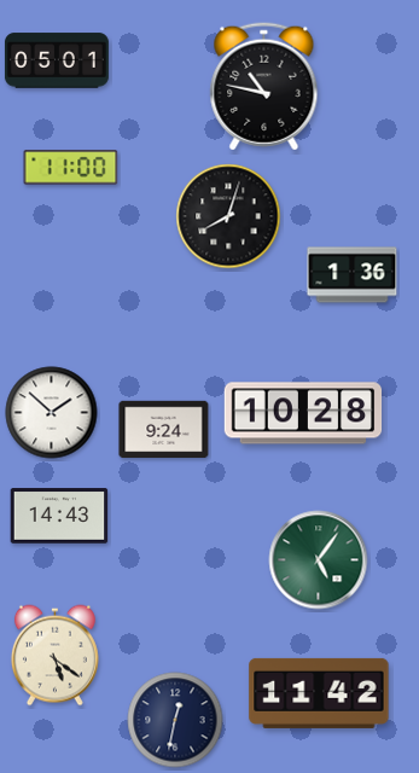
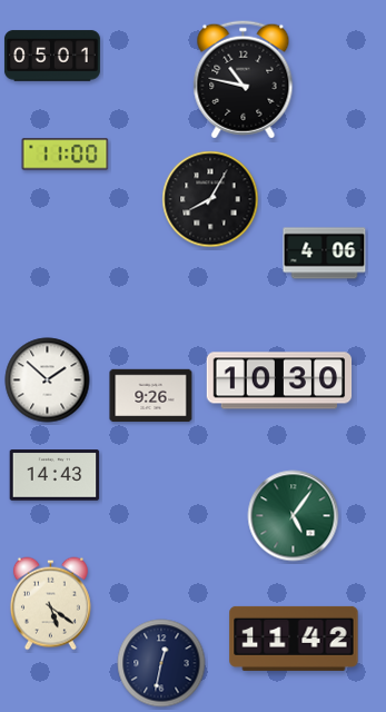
clock at (228, 216): 8:03 -> 8:05
clock at (353, 275): 1:36 -> 4:06
clock at (303, 413): 10:28 -> 10:30
clock at (164, 430): 9:24 -> 9:26
